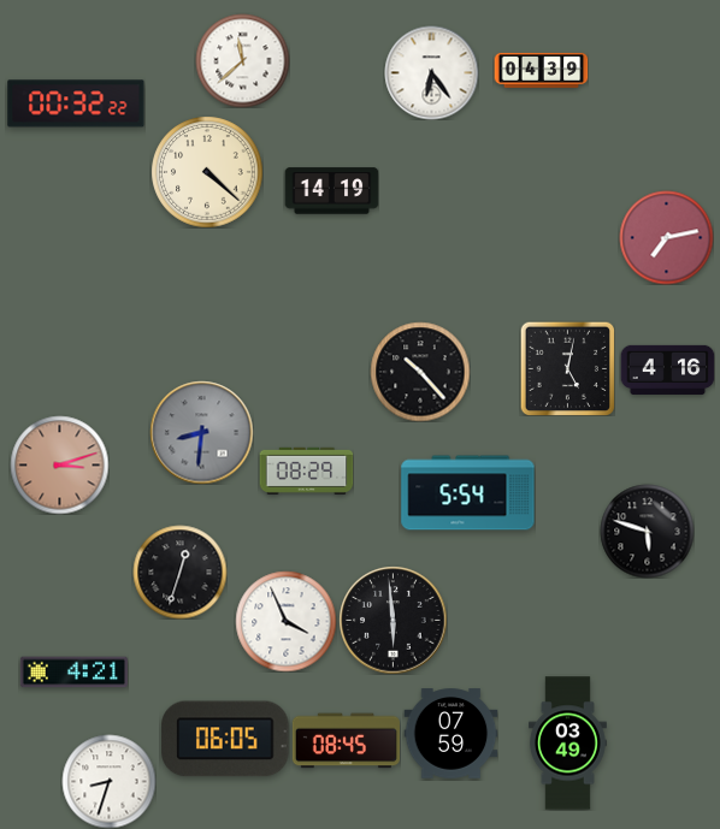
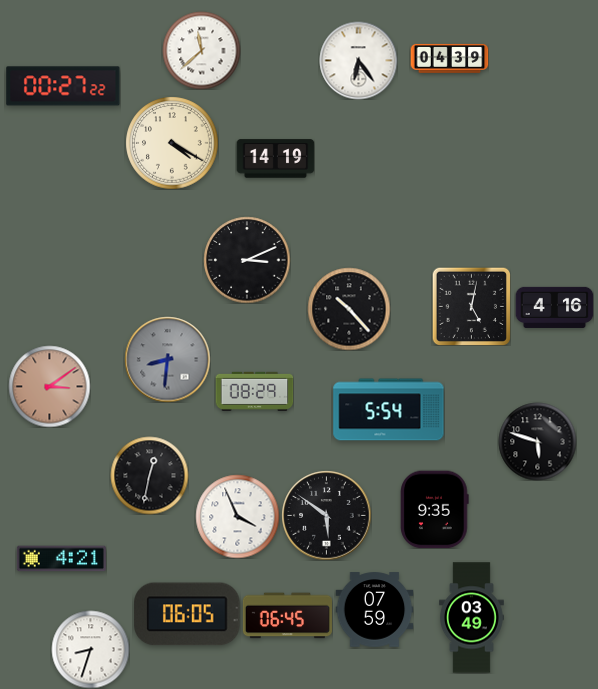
clock at (76, 103): 00:32 -> 00:27
clock at (207, 172): 4:22 -> 4:20
clock at (666, 237): 7:13 -> none
clock at (247, 260): none -> 3:11
clock at (59, 464): 3:12 -> 3:09
clock at (179, 572): 12:33 -> 12:32
clock at (435, 509): none -> 9:35
clock at (393, 620): 5:59 -> 5:51
clock at (346, 741): 08:45 -> 06:45
